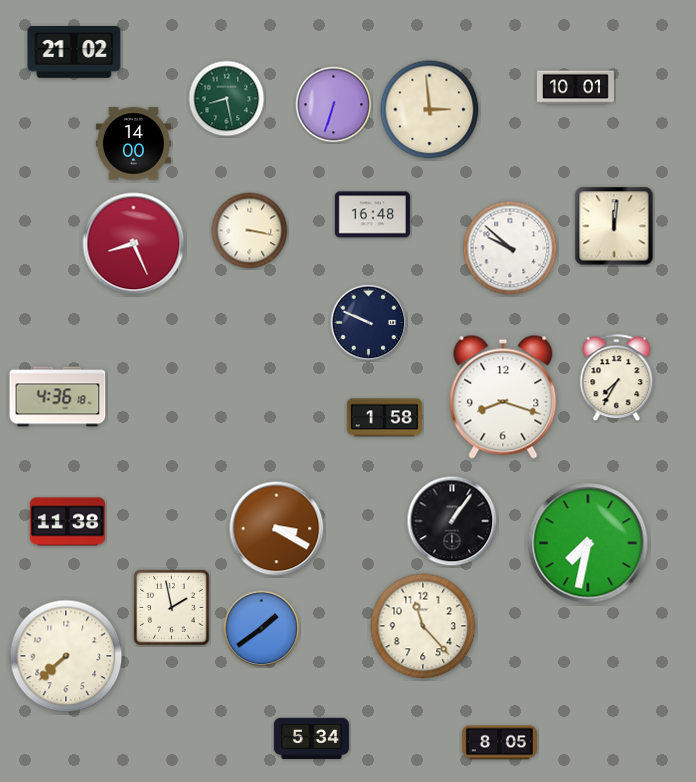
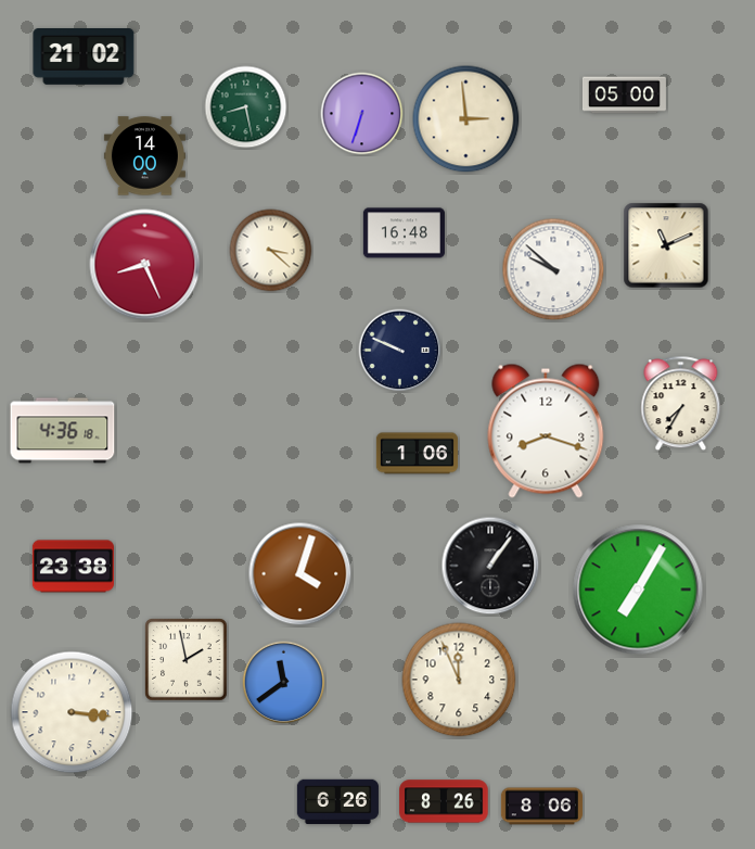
clock at (74, 53) position: (74, 53) -> (84, 58)
clock at (575, 88): 10:01 -> 05:00
clock at (614, 226): 12:01 -> 11:11
clock at (250, 231): 3:17 -> 3:22
clock at (617, 378) position: (617, 378) -> (681, 404)
clock at (384, 418): 1:58 -> 1:06
clock at (67, 522): 11:38 -> 23:38
clock at (277, 529): 3:20 -> 4:03
clock at (588, 543): 7:32 -> 7:05
clock at (423, 626): 11:23 -> 11:56
clock at (262, 629): 1:39 -> 11:39
clock at (66, 656): 7:38 -> 3:16
clock at (311, 738): 5:34 -> 6:26
clock at (444, 801): none -> 8:26
clock at (499, 743): 8:05 -> 8:06
